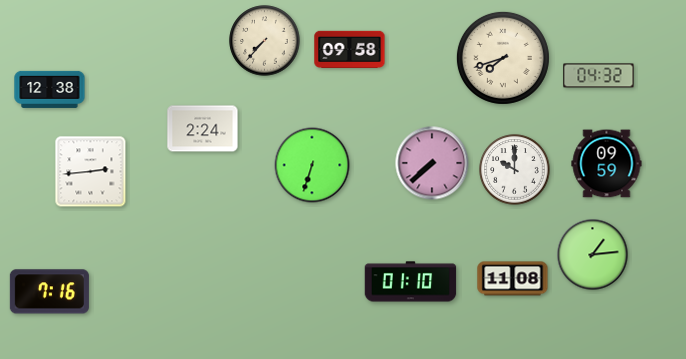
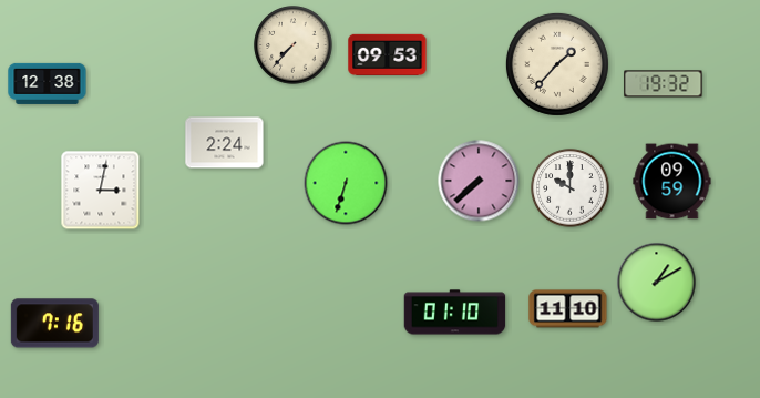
clock at (350, 49): 09:58 -> 09:53
clock at (503, 58): 7:42 -> 1:37
clock at (599, 76): 04:32 -> 19:32
clock at (50, 89) position: (50, 89) -> (48, 83)
clock at (91, 172): 2:44 -> 3:02
clock at (593, 255): 1:14 -> 1:10
clock at (513, 279): 11:08 -> 11:10
